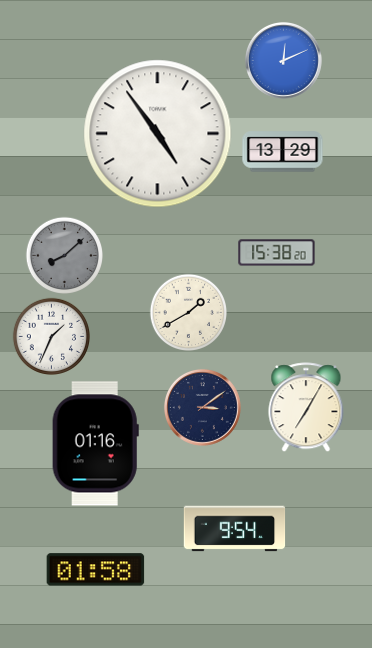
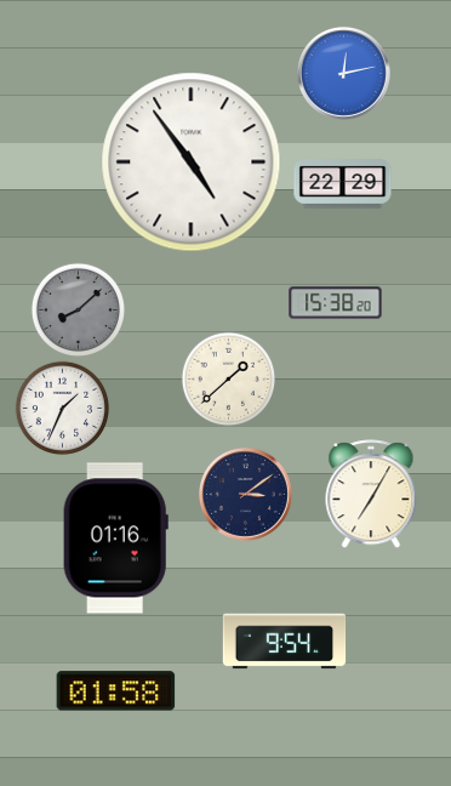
clock at (283, 60): 12:11 -> 12:13
clock at (283, 152): 13:29 -> 22:29
clock at (277, 253) position: (277, 253) -> (336, 303)
clock at (188, 312): 1:40 -> 1:38
